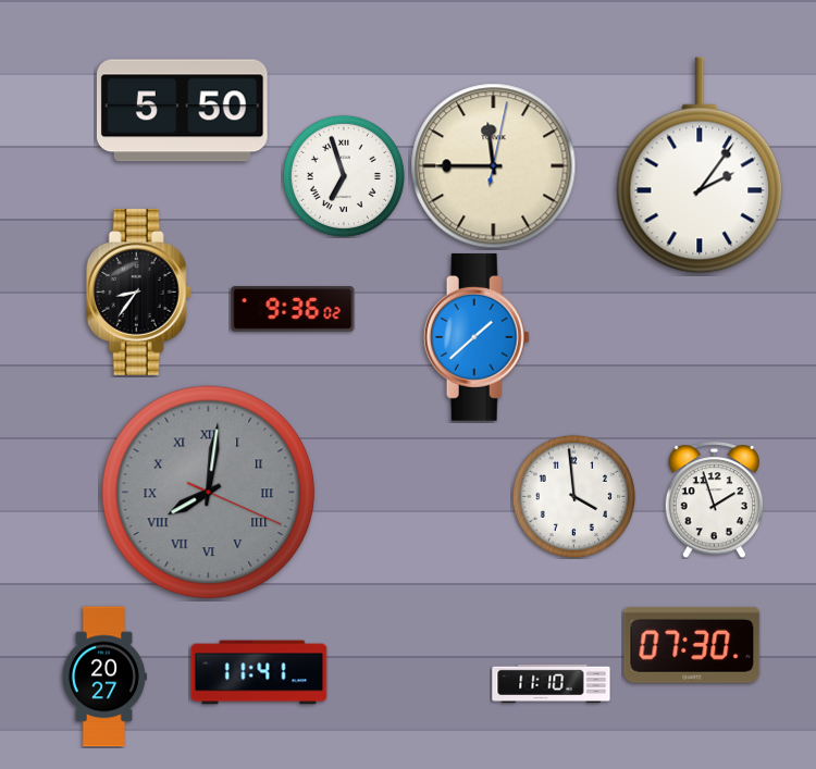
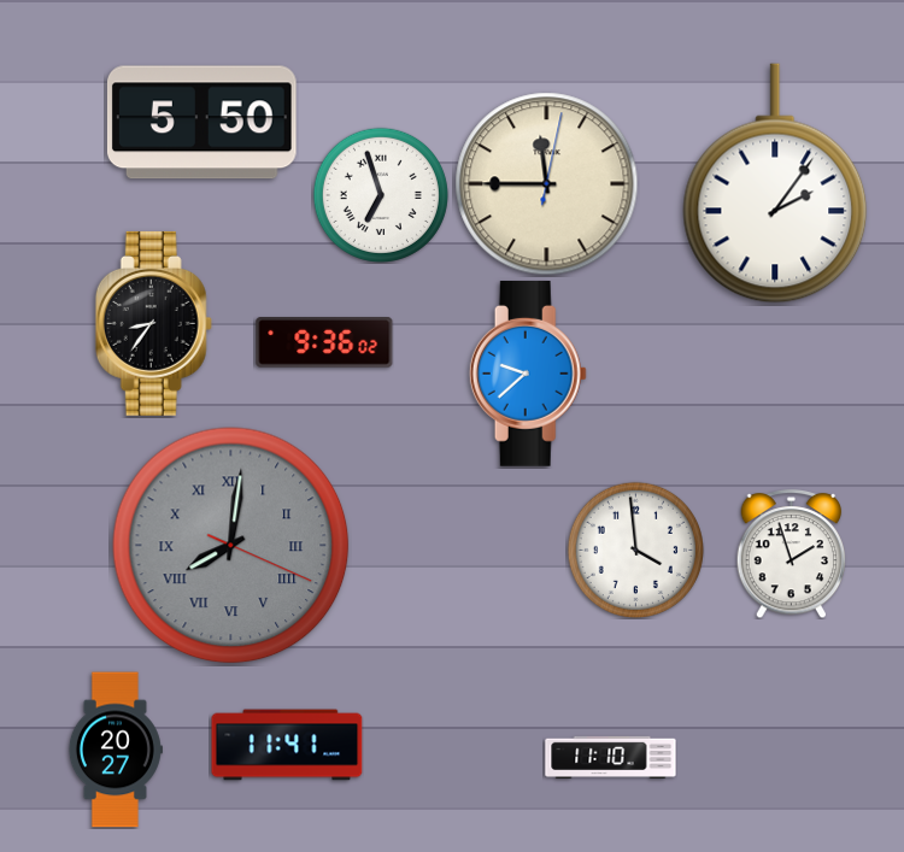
clock at (477, 337): 1:38 -> 9:38
clock at (692, 645): 07:30 -> none
